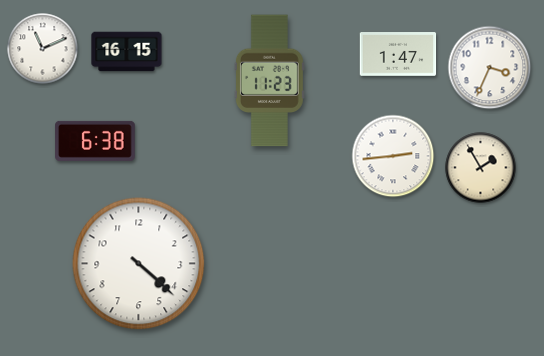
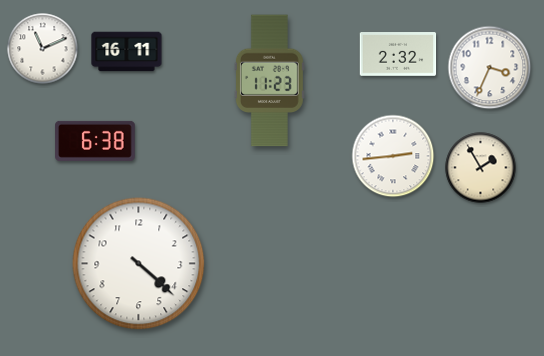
clock at (127, 52): 16:15 -> 16:11
clock at (398, 54): 1:47 -> 2:32
